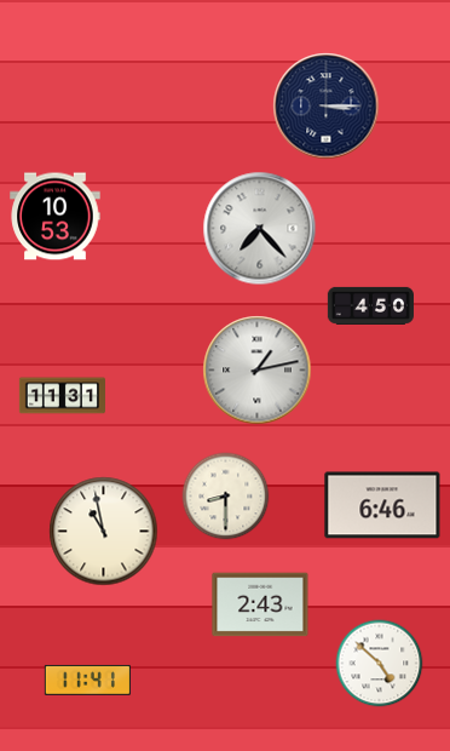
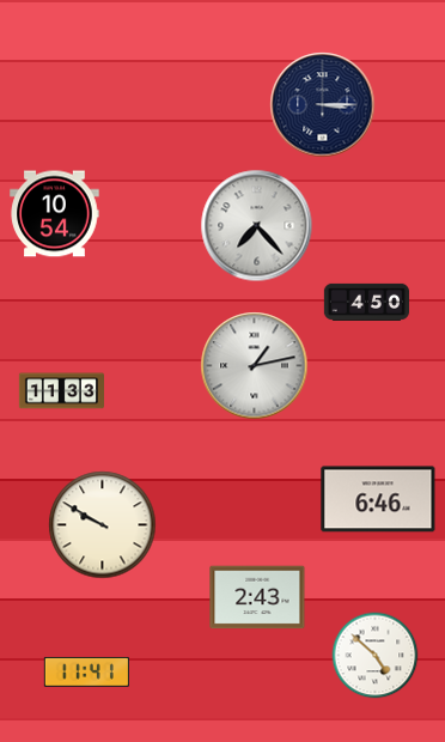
clock at (56, 217): 10:53 -> 10:54
clock at (62, 396): 11:31 -> 11:33
clock at (226, 497): 8:30 -> none
clock at (104, 532): 10:58 -> 9:50
